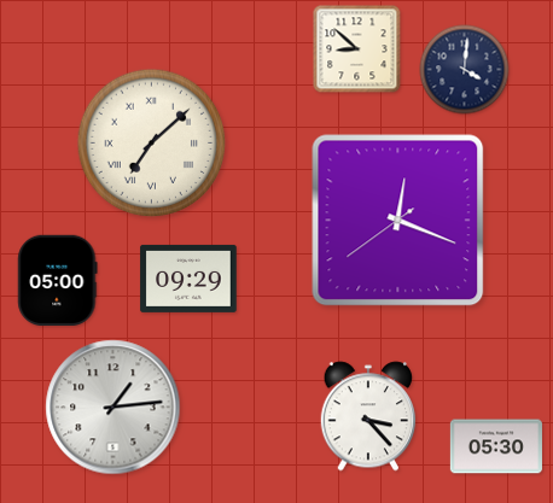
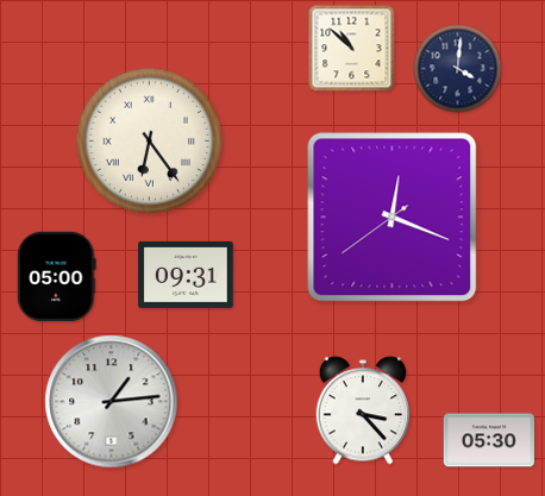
clock at (357, 49): 8:52 -> 10:52
clock at (152, 144): 7:08 -> 6:24
clock at (188, 279): 09:29 -> 09:31
